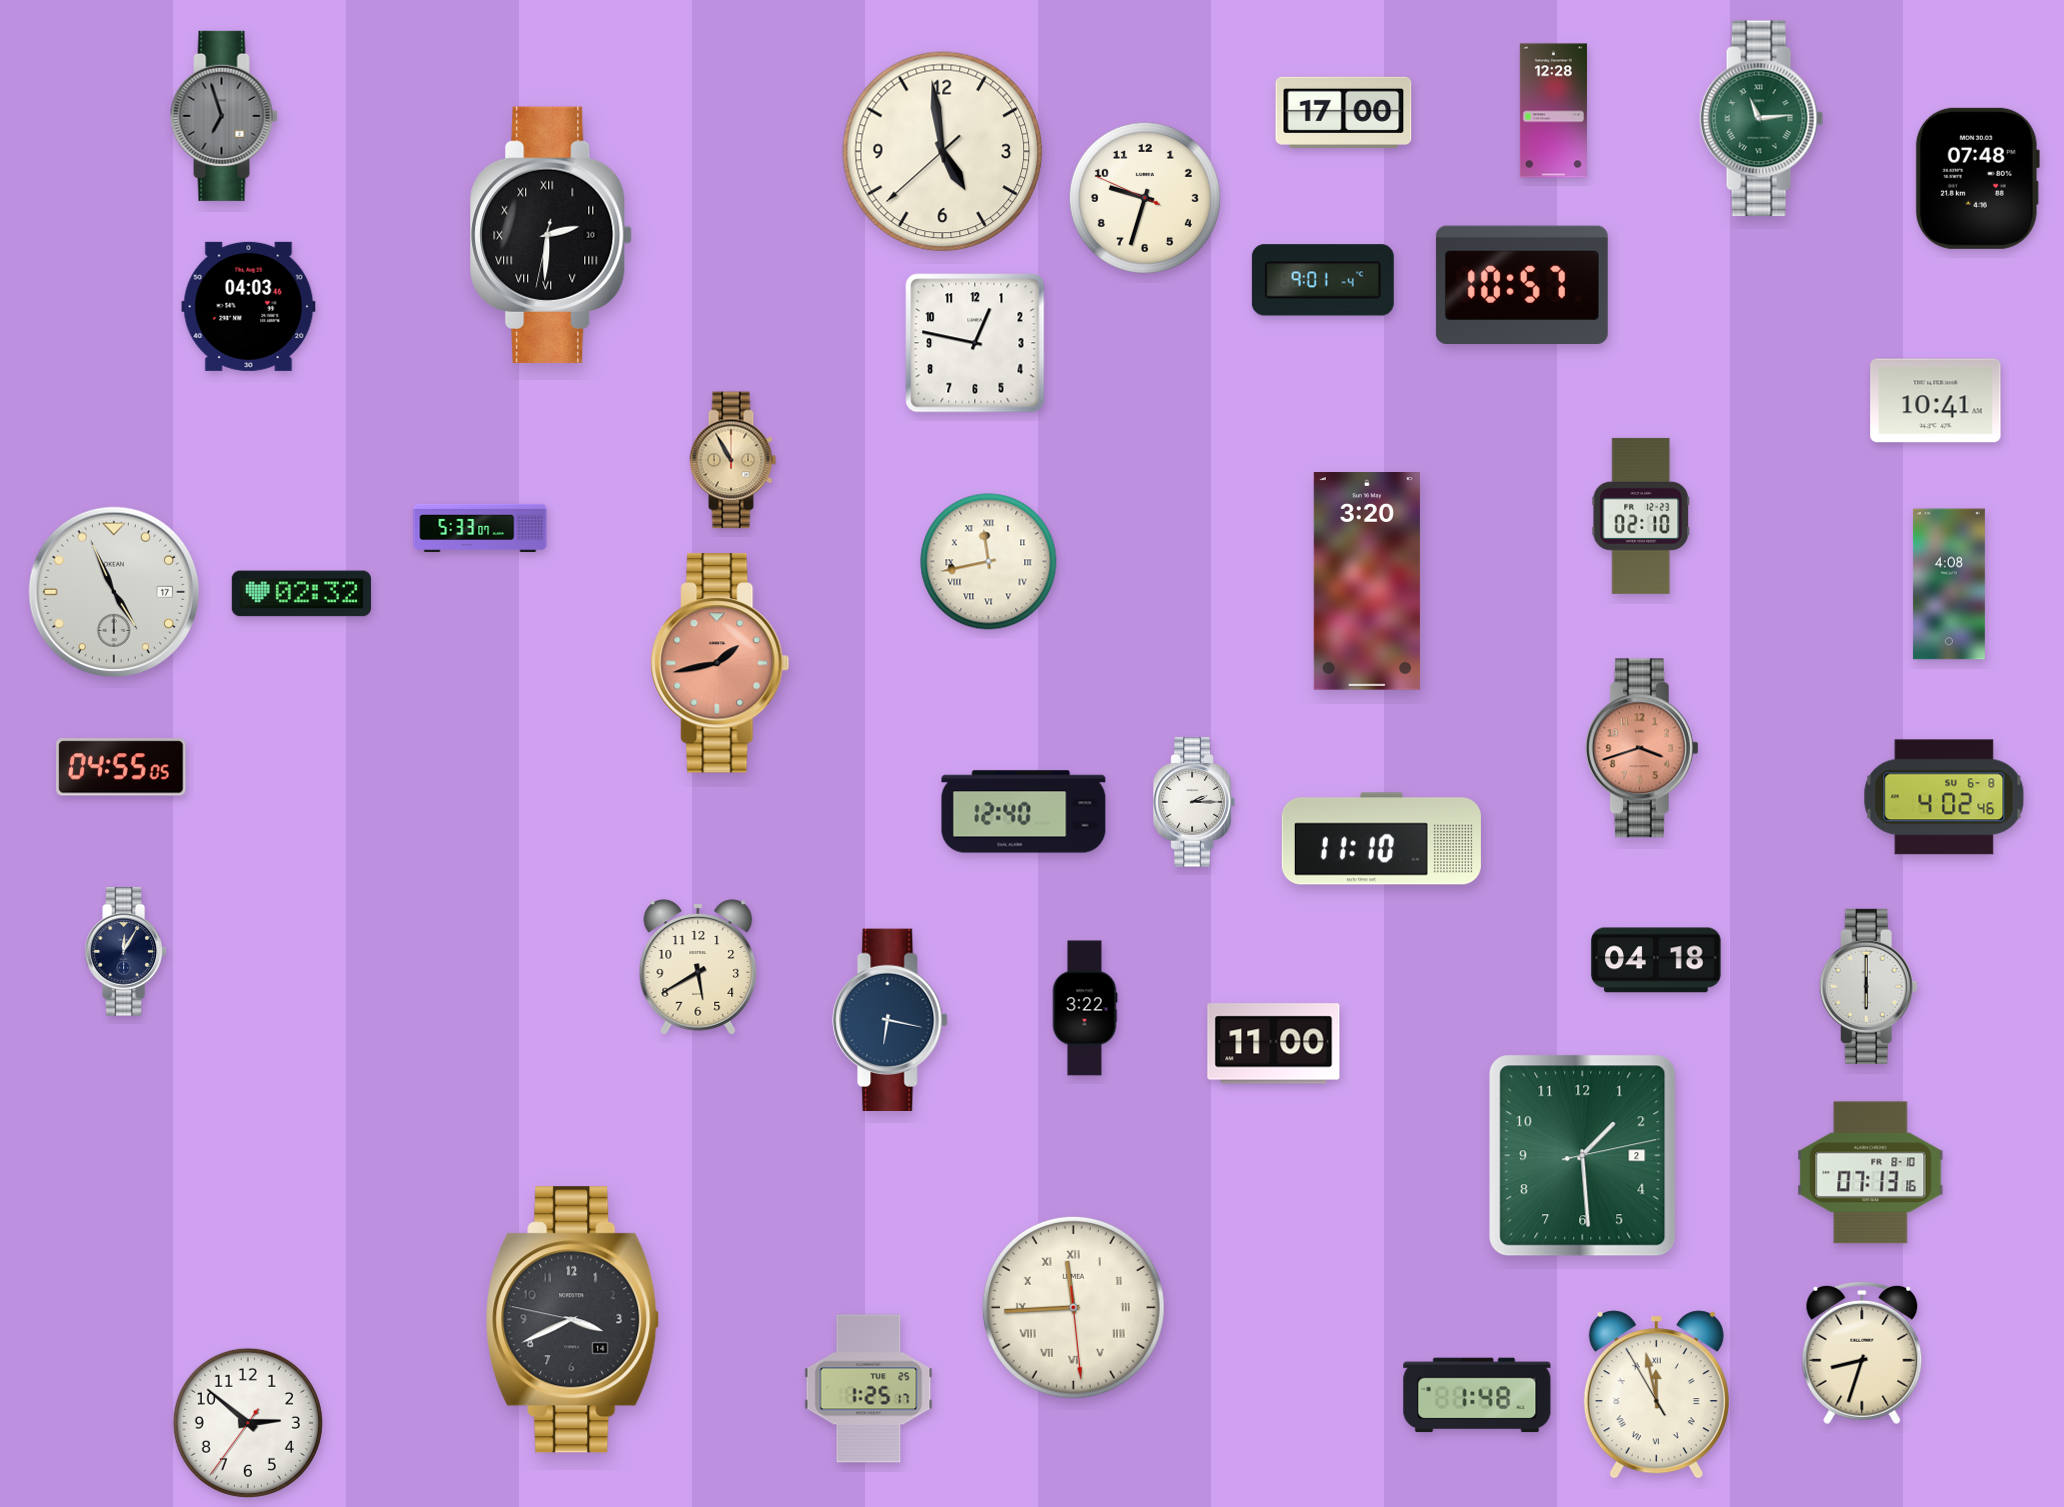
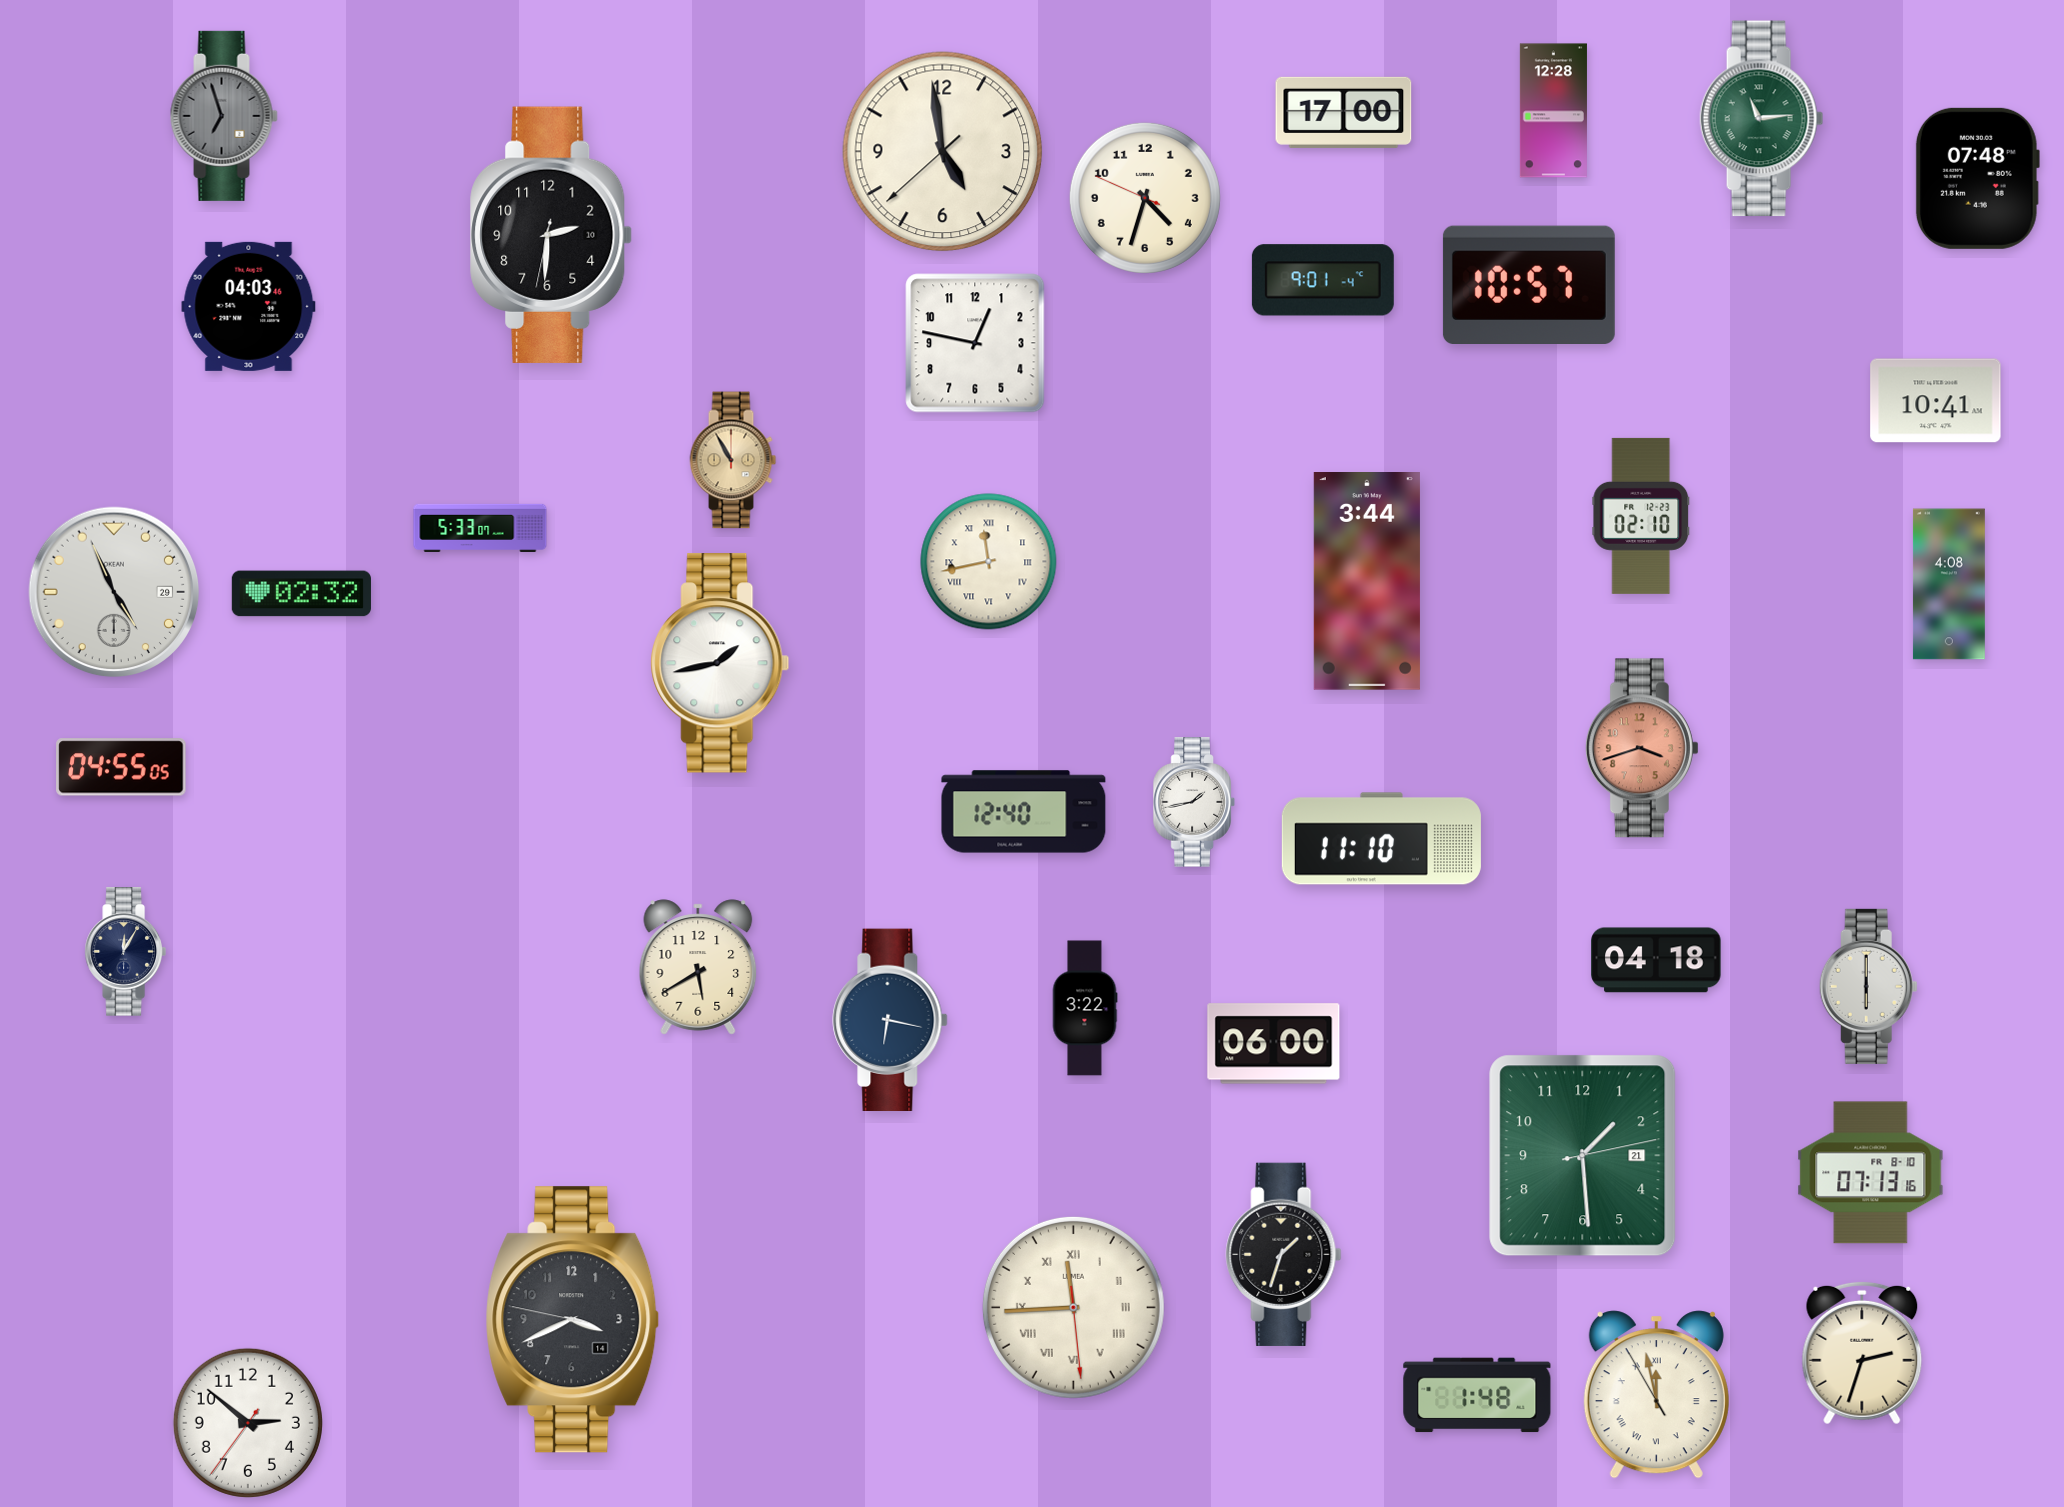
clock at (1145, 198): 9:32 -> 4:32
clock at (551, 235) numerals: Roman -> Arabic
clock at (1522, 284) position: (1522, 284) -> (1529, 284)
clock at (1367, 582): 3:20 -> 3:44
clock at (114, 592) date: 17 -> 29
clock at (720, 663) dial: salmon -> white
clock at (1944, 797): 4:02 -> none
clock at (1194, 802): 2:15 -> 1:43
clock at (1274, 1044): 11:00 -> 06:00
clock at (1583, 1156) date: 2 -> 21
clock at (1284, 1254): none -> 1:33
clock at (1862, 1353): 8:33 -> 2:33
clock at (869, 1389): 1:25 -> none
